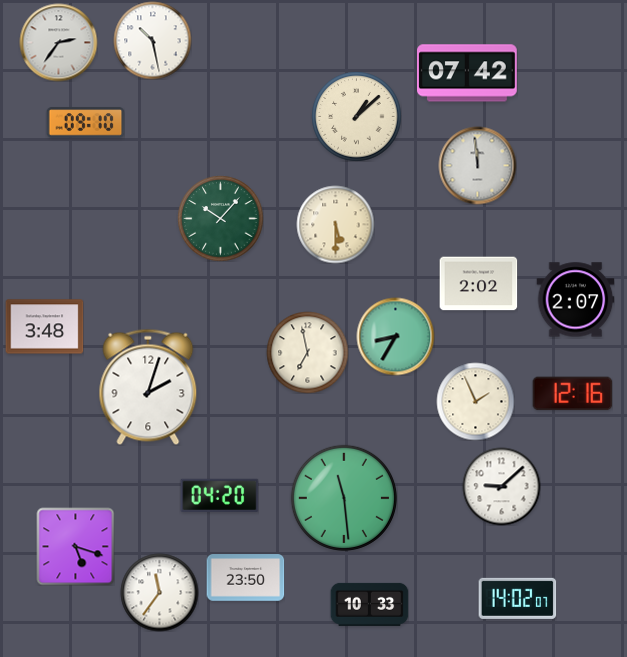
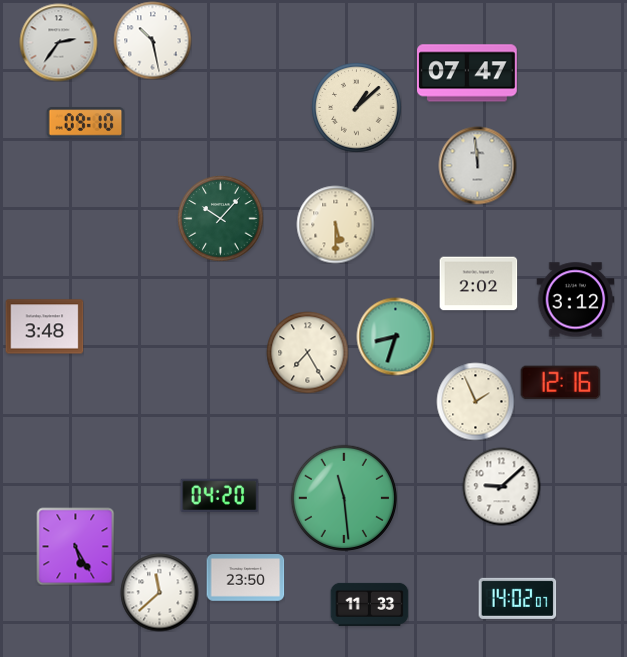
clock at (468, 73): 07:42 -> 07:47
clock at (356, 116) position: (356, 116) -> (356, 107)
clock at (575, 300): 2:07 -> 3:12
clock at (395, 336): 8:35 -> 8:33
clock at (307, 352): 6:58 -> 7:25
clock at (148, 387): 2:03 -> none
clock at (572, 394) position: (572, 394) -> (560, 383)
clock at (75, 546): 5:18 -> 5:25
clock at (159, 592): 11:36 -> 11:38
clock at (369, 604): 10:33 -> 11:33
